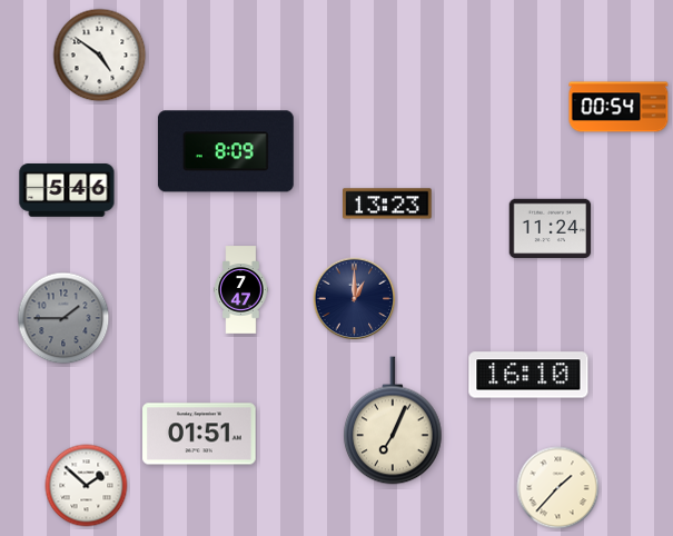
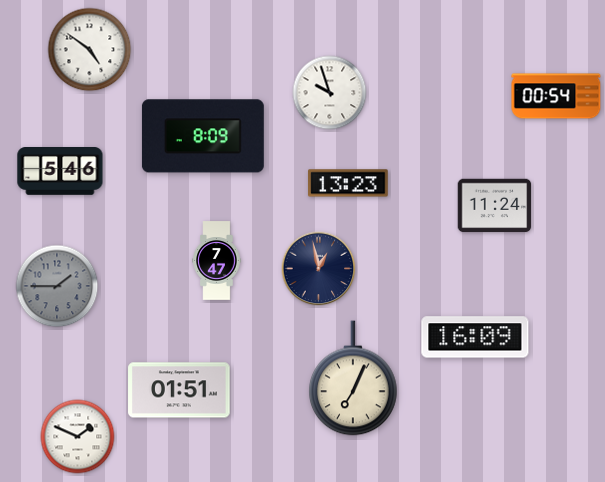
clock at (330, 93): none -> 9:57
clock at (355, 299): 1:00 -> 12:58
clock at (528, 375): 16:10 -> 16:09
clock at (87, 486): 1:52 -> 1:49
clock at (558, 488): 1:37 -> none
